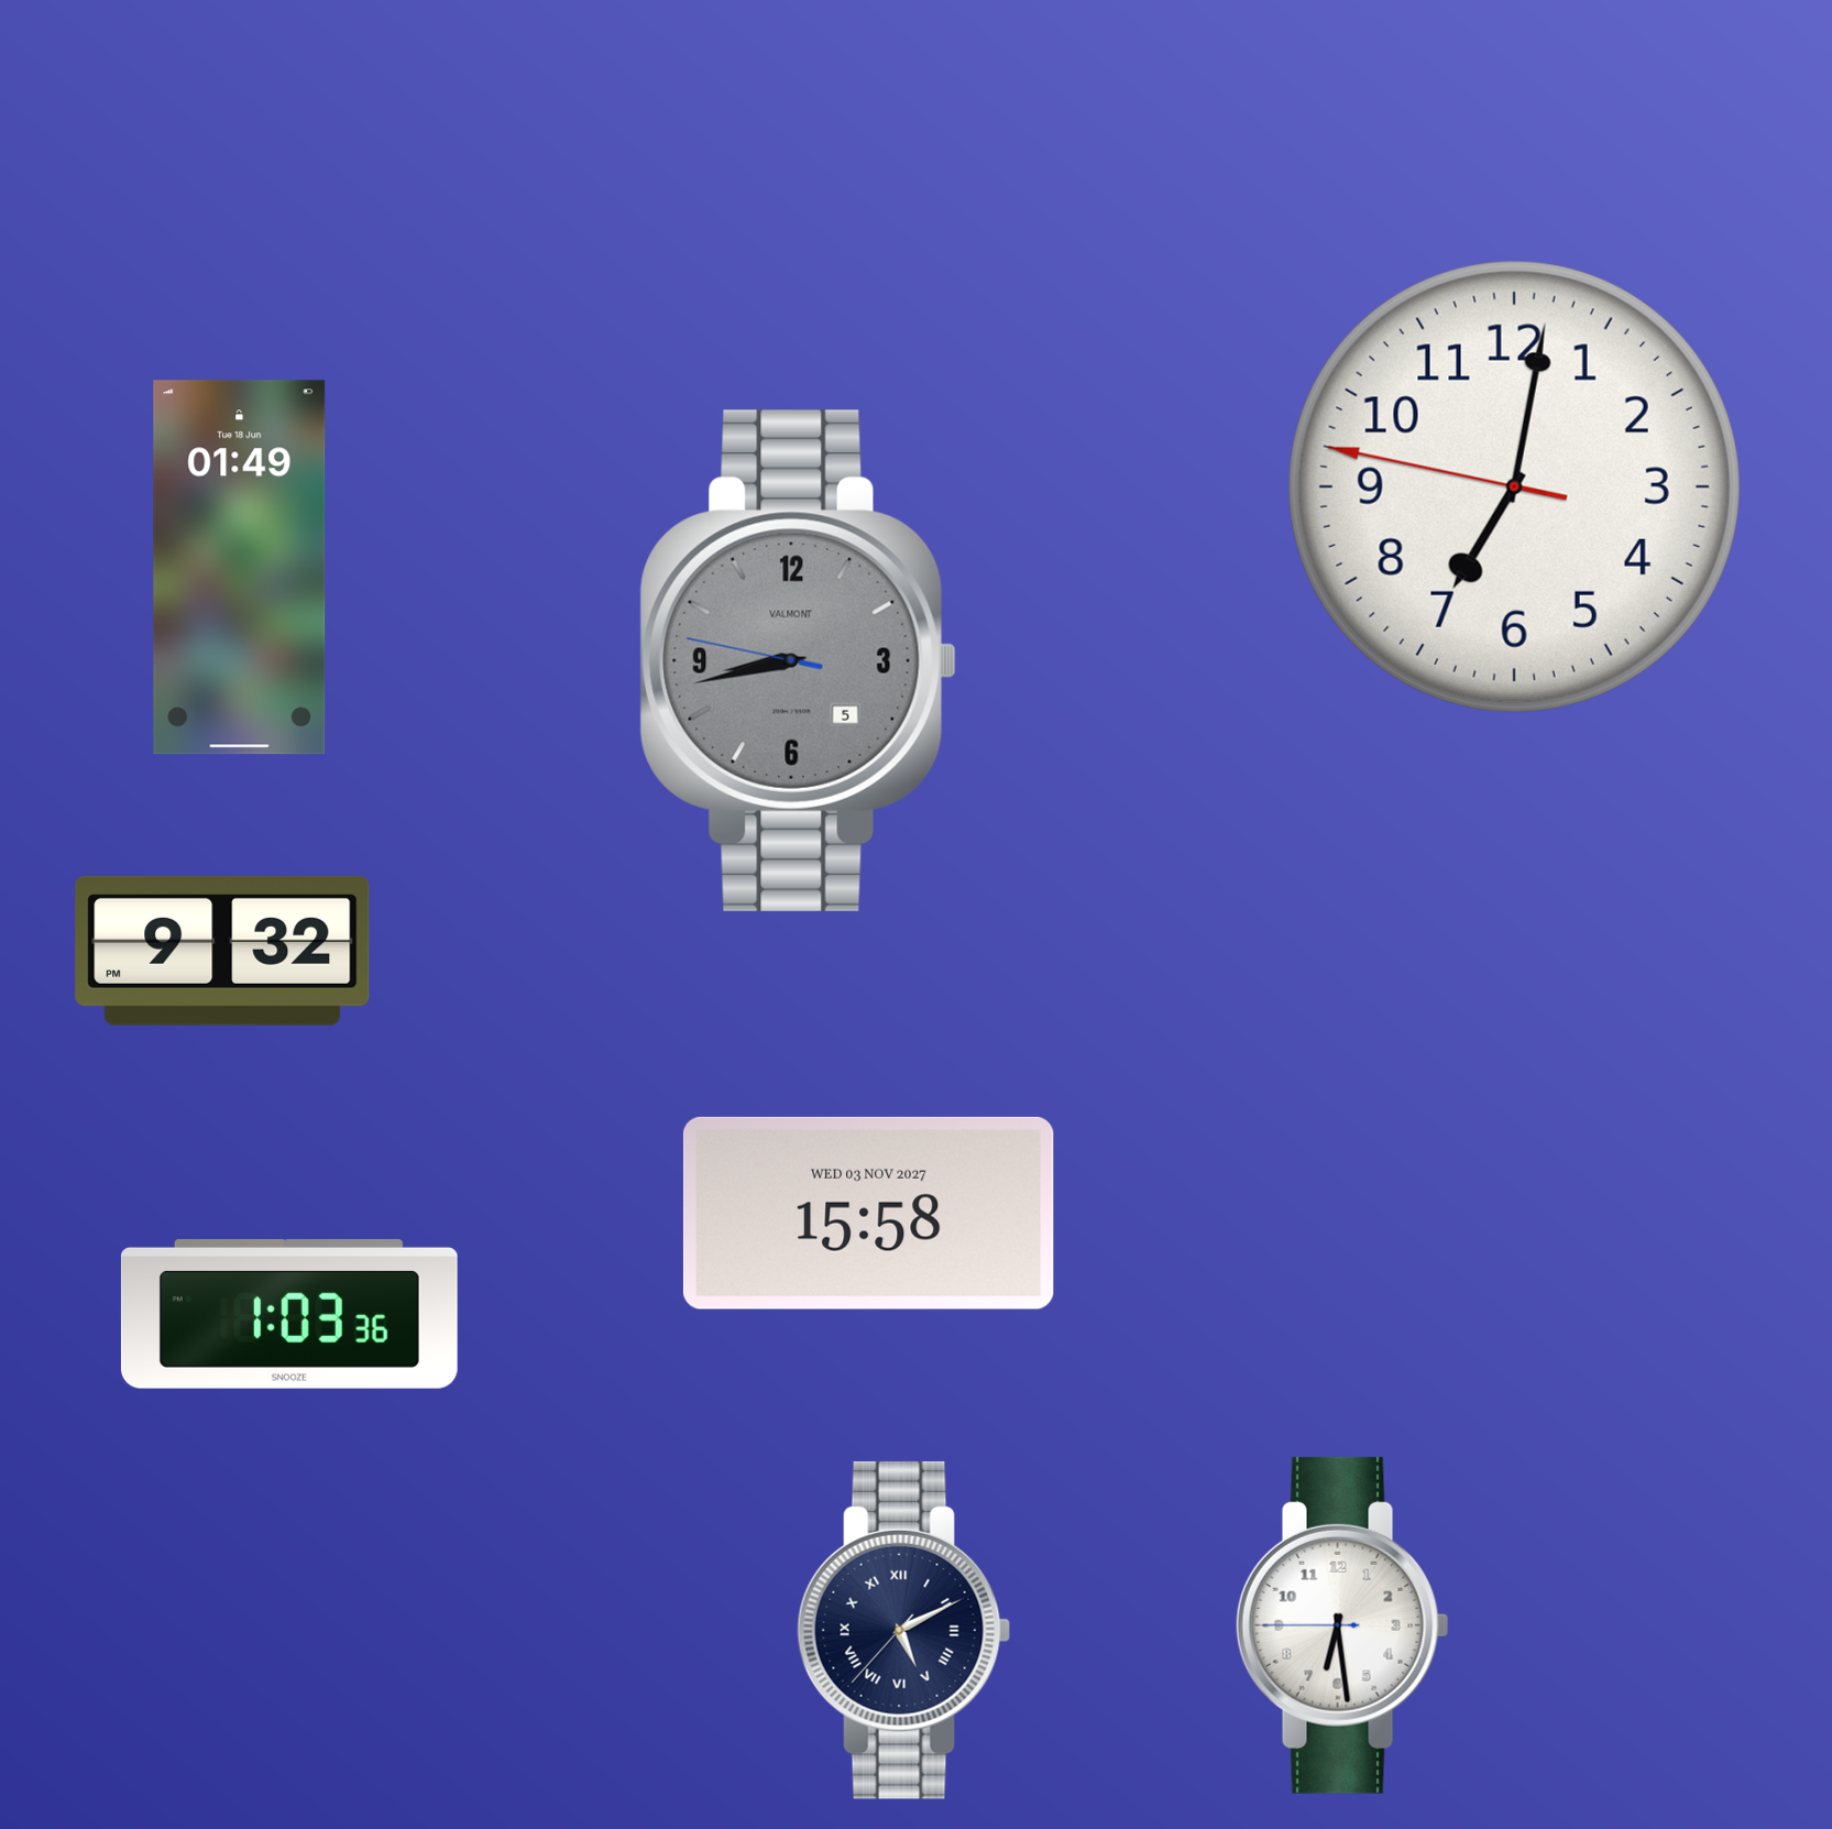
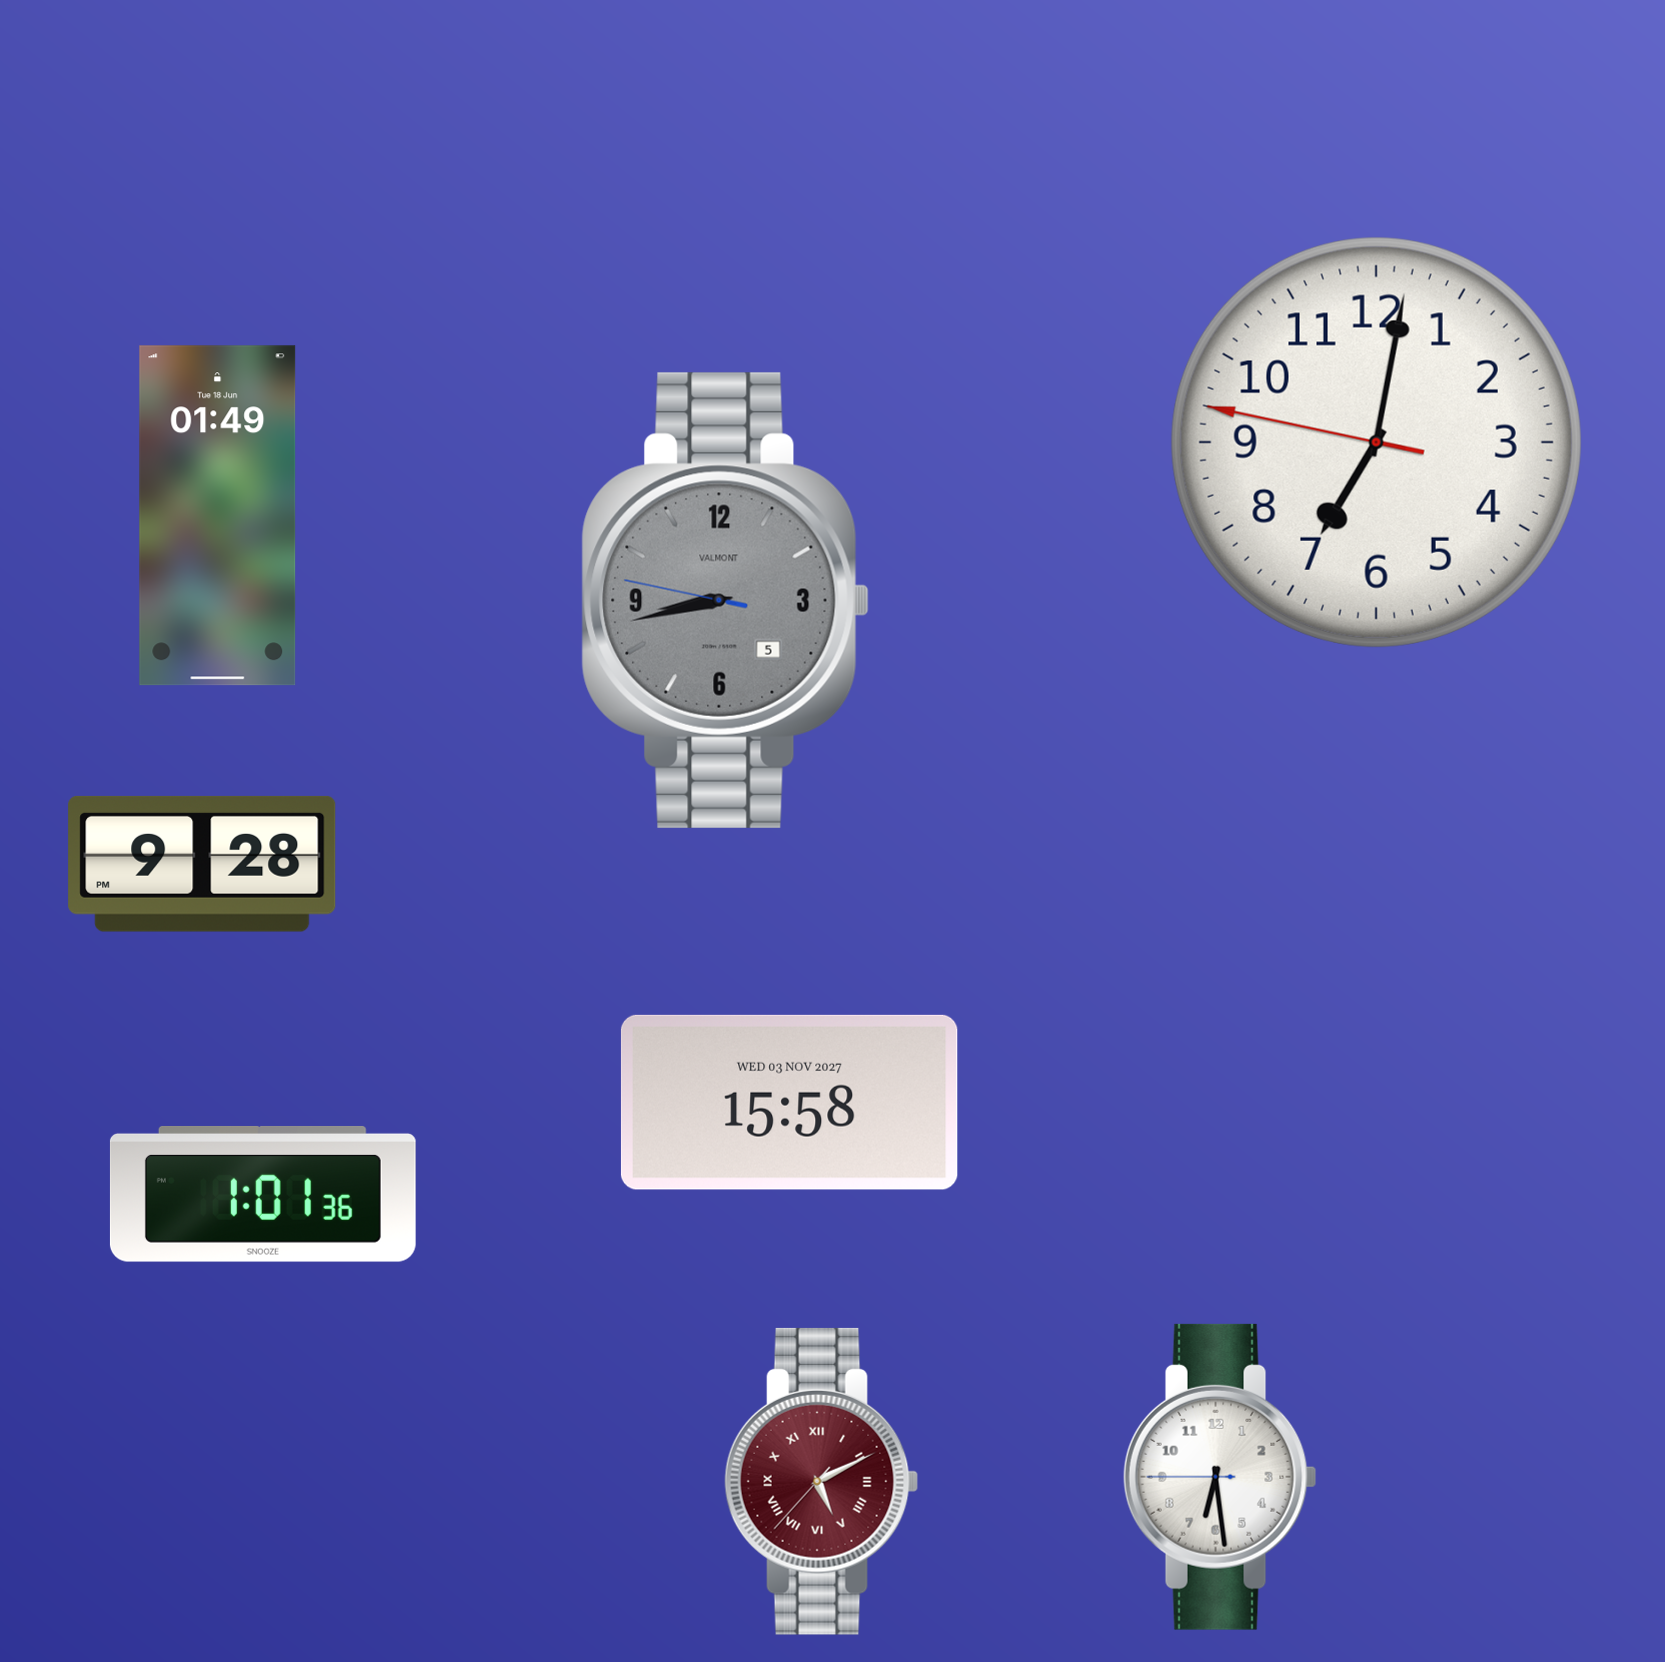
clock at (222, 951): 9:32 -> 9:28
clock at (289, 1314): 1:03 -> 1:01
clock at (904, 1630) dial: navy -> burgundy
